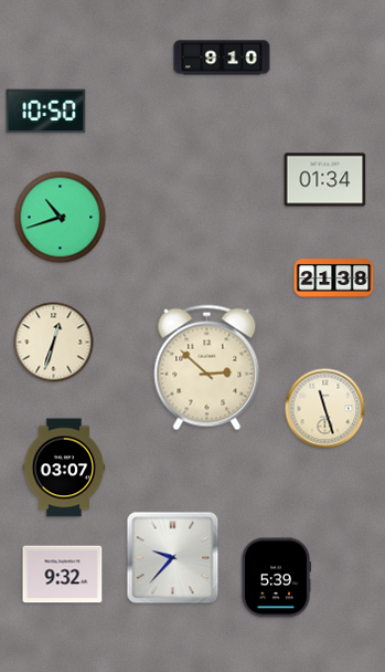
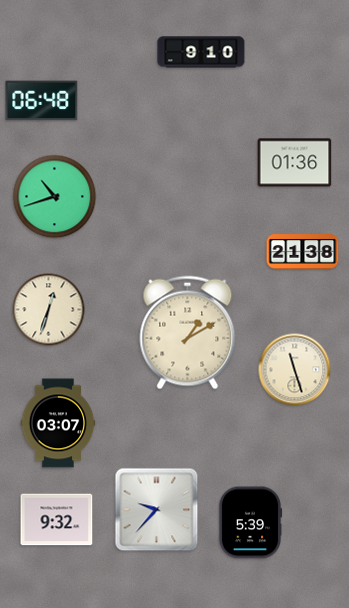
clock at (46, 112): 10:50 -> 06:48
clock at (325, 180): 01:34 -> 01:36
clock at (207, 368): 2:52 -> 1:10
clock at (173, 558) position: (173, 558) -> (157, 510)
